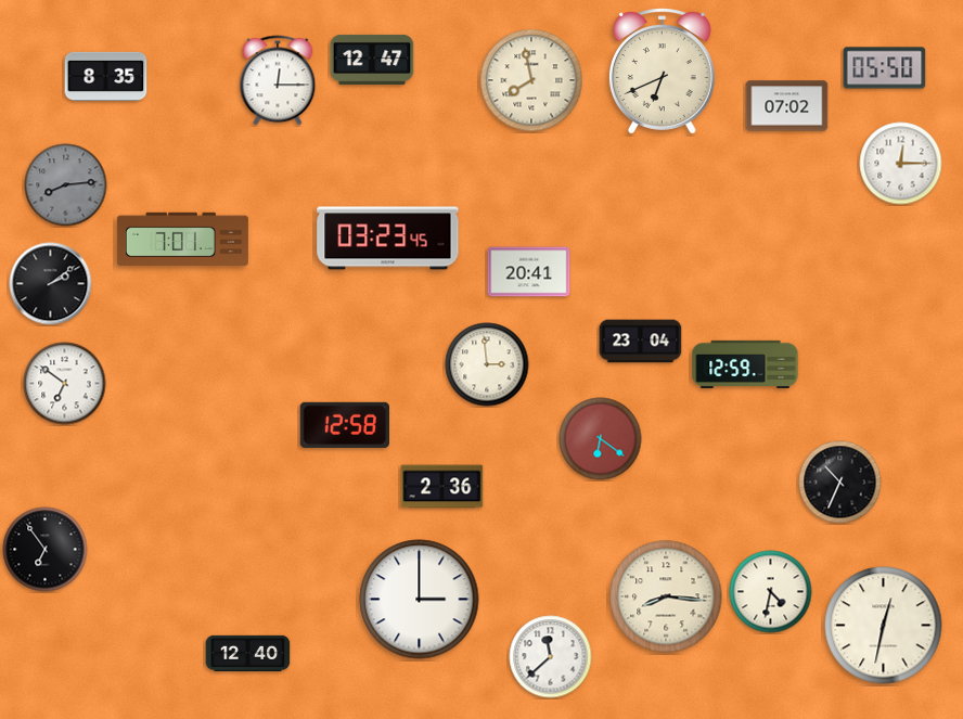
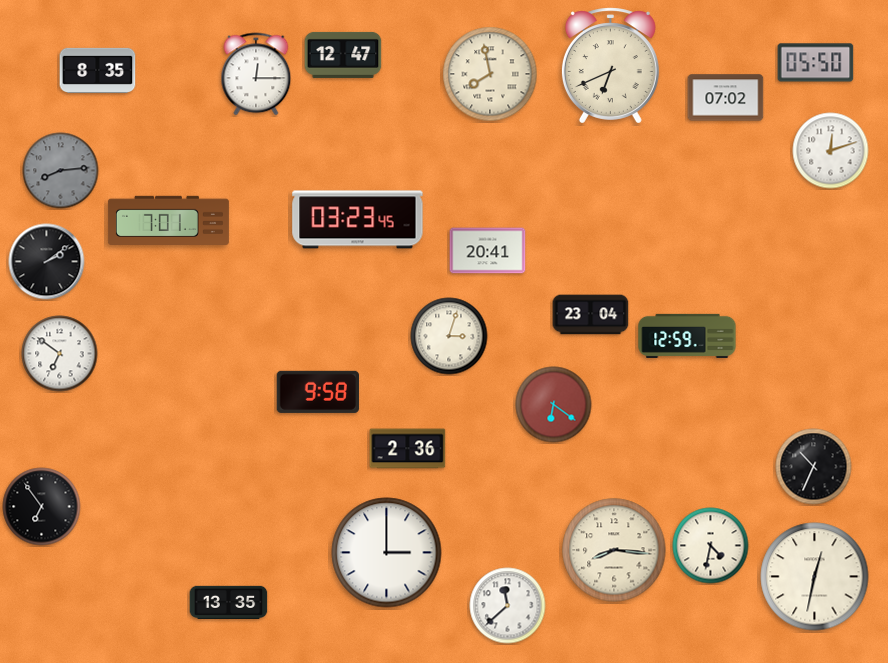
clock at (901, 164): 12:15 -> 12:12
clock at (487, 364): 2:59 -> 3:03
clock at (345, 425): 12:58 -> 9:58
clock at (840, 483) position: (840, 483) -> (814, 467)
clock at (248, 653): 12:40 -> 13:35
